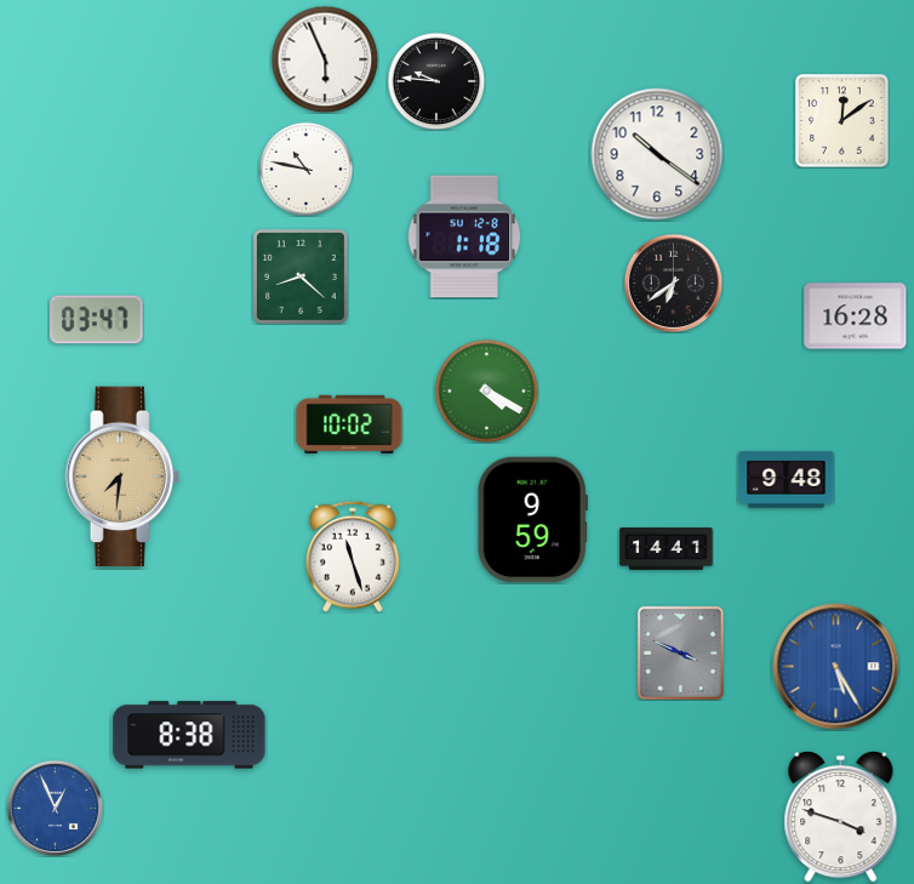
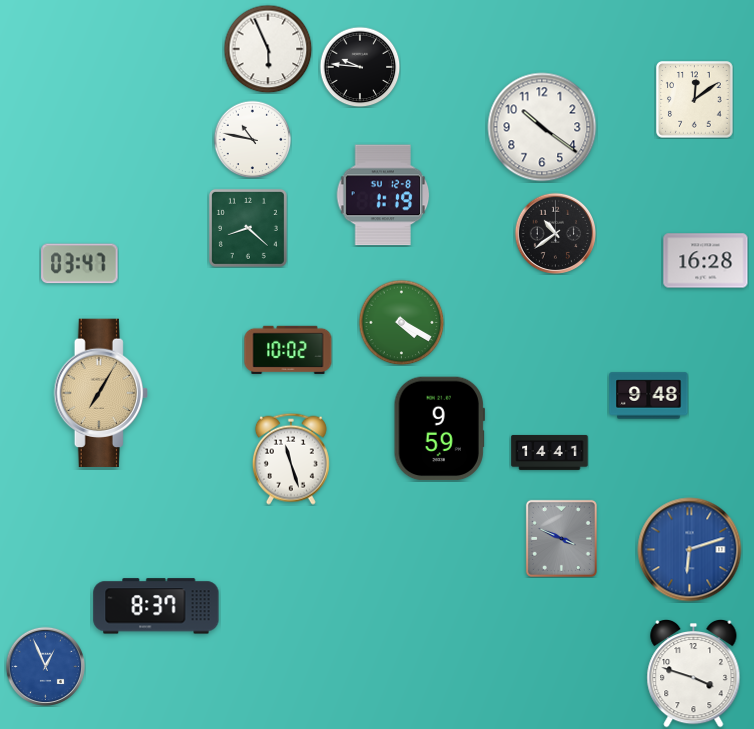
clock at (464, 236): 1:18 -> 1:19
clock at (673, 283): 6:39 -> 10:39
clock at (122, 477): 7:31 -> 7:05
clock at (836, 667): 5:25 -> 6:12
clock at (189, 735): 8:38 -> 8:37
